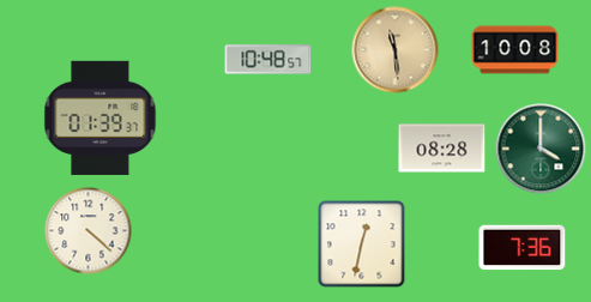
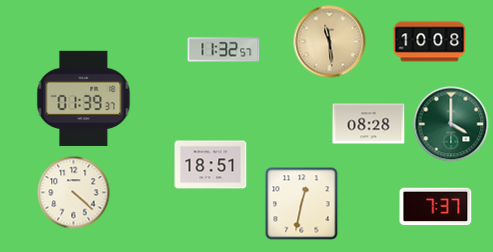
clock at (269, 60): 10:48 -> 11:32
clock at (211, 165): none -> 18:51
clock at (523, 248): 7:36 -> 7:37
